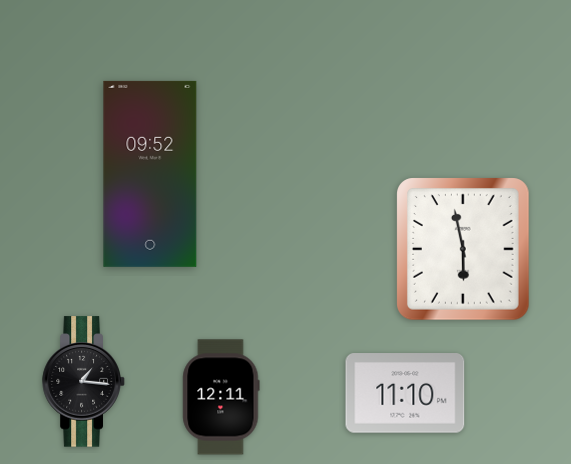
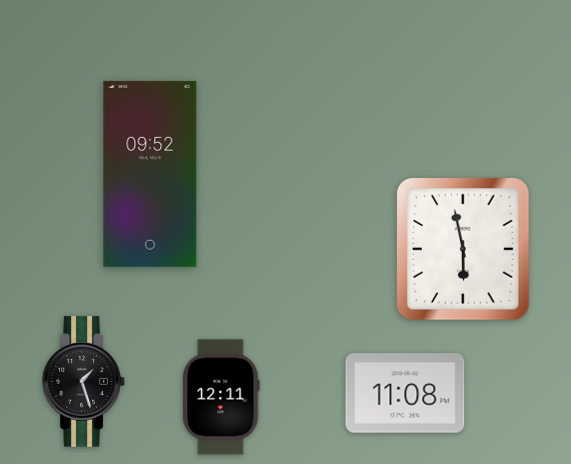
clock at (84, 382): 1:16 -> 1:27
clock at (405, 393): 11:10 -> 11:08
